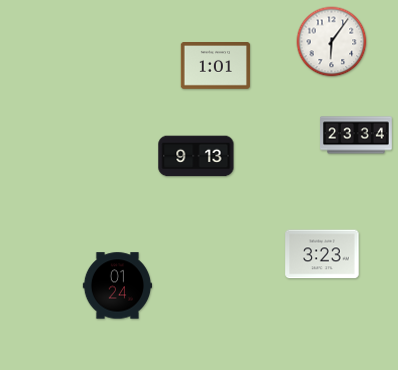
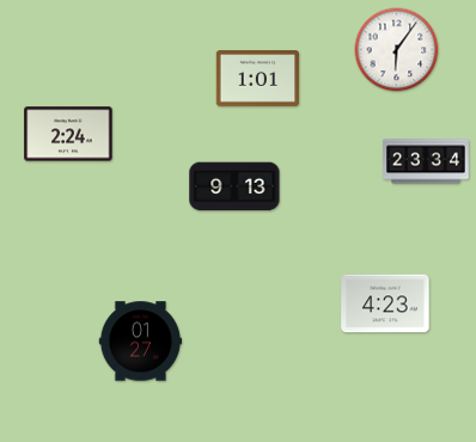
clock at (68, 134): none -> 2:24
clock at (322, 254): 3:23 -> 4:23
clock at (118, 286): 01:24 -> 01:27
